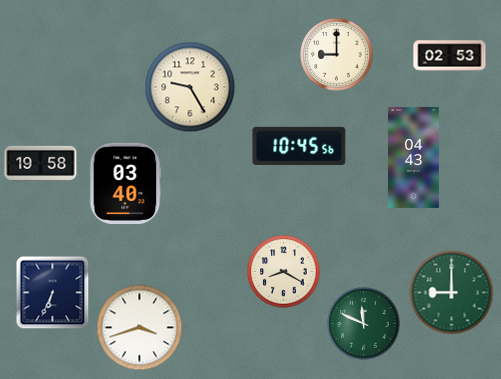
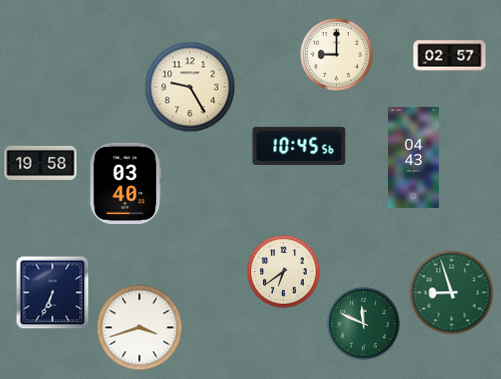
clock at (450, 56): 02:53 -> 02:57
clock at (284, 272): 8:20 -> 6:39
clock at (452, 293): 9:00 -> 8:57
